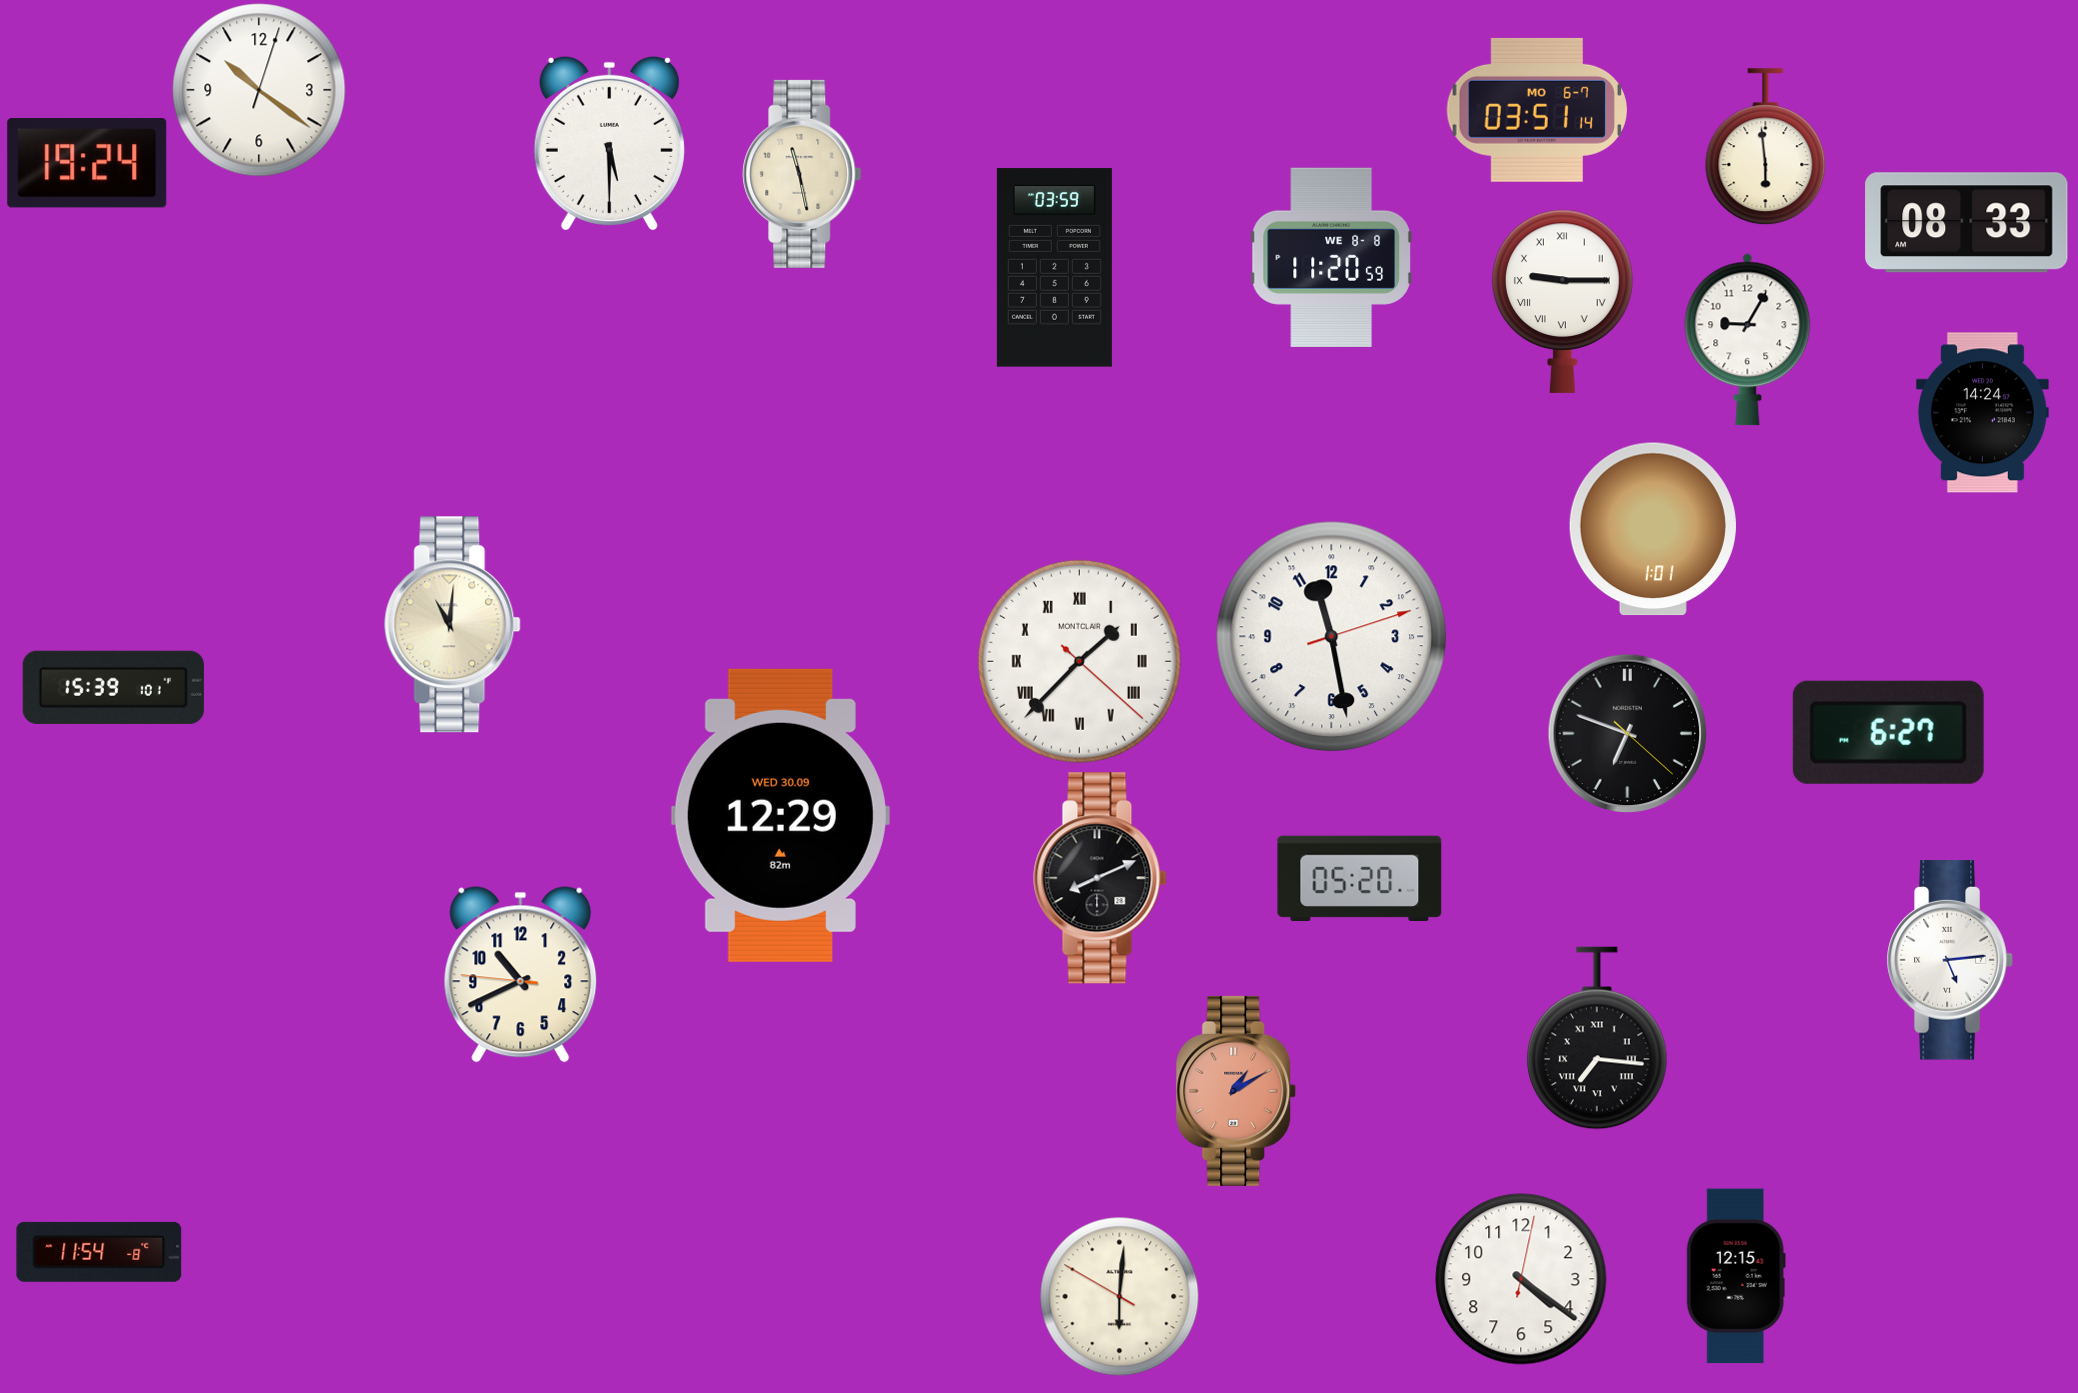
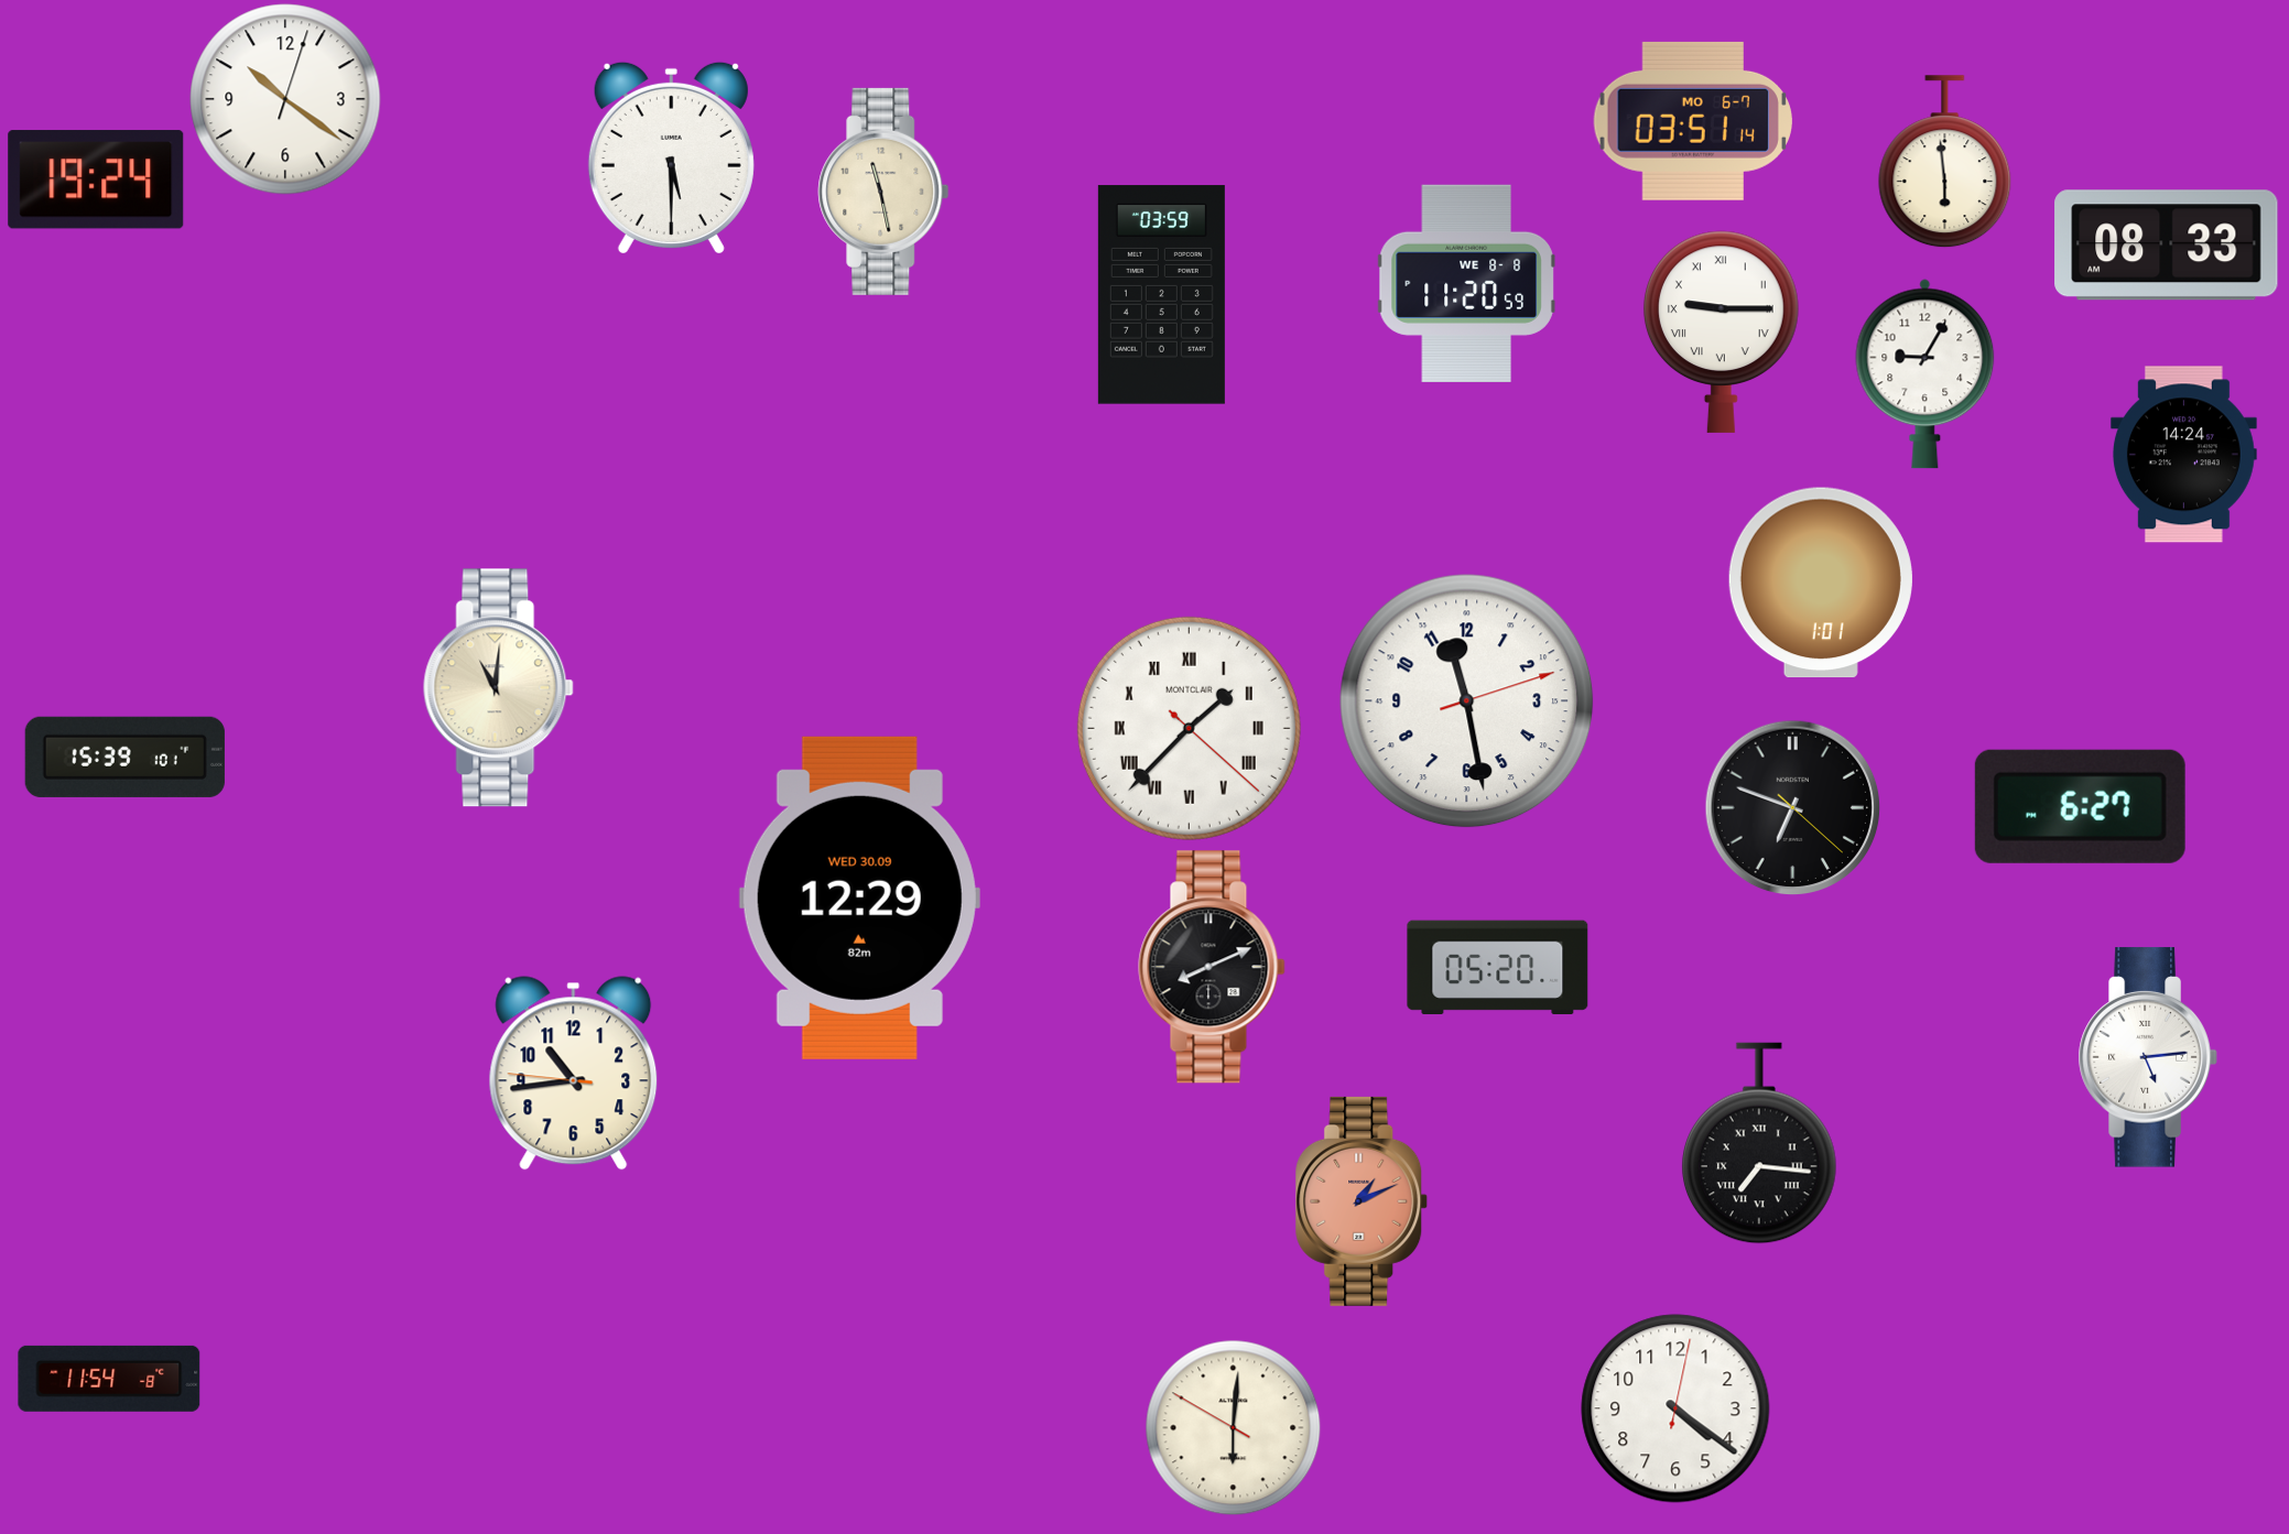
clock at (521, 975): 10:40 -> 10:43
clock at (1236, 1091): 1:10 -> 1:11
clock at (1736, 1276): 12:15 -> none
